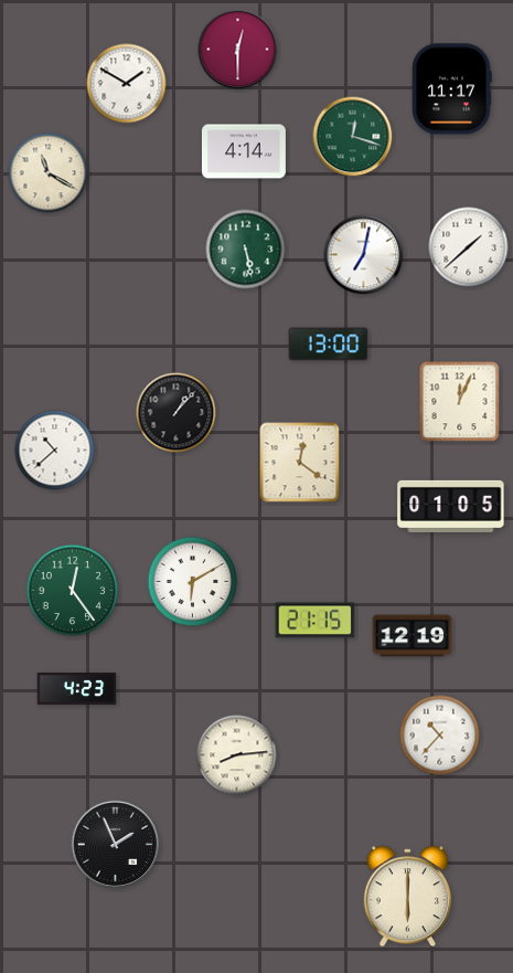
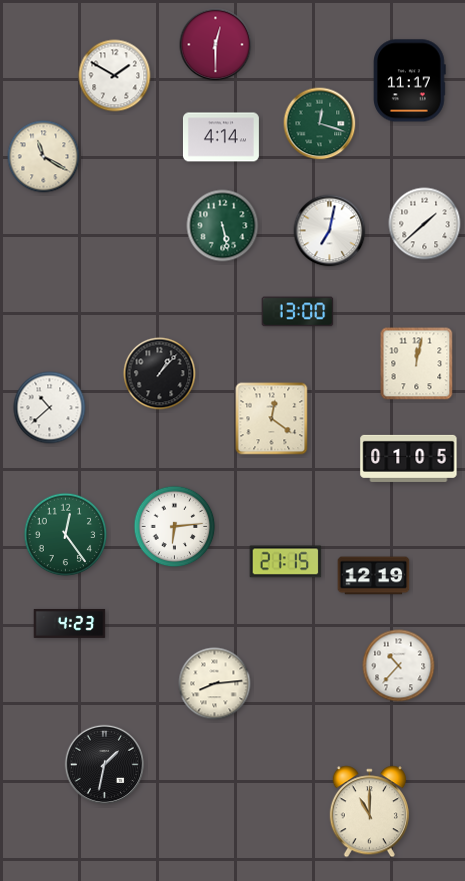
clock at (460, 402): 12:04 -> 12:02
clock at (193, 582): 6:10 -> 6:14
clock at (116, 845): 1:56 -> 1:32
clock at (407, 897): 6:00 -> 11:00
